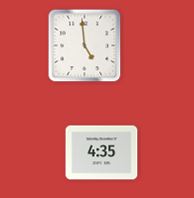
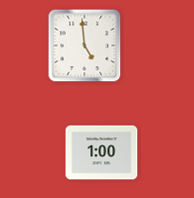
clock at (102, 153): 4:35 -> 1:00
